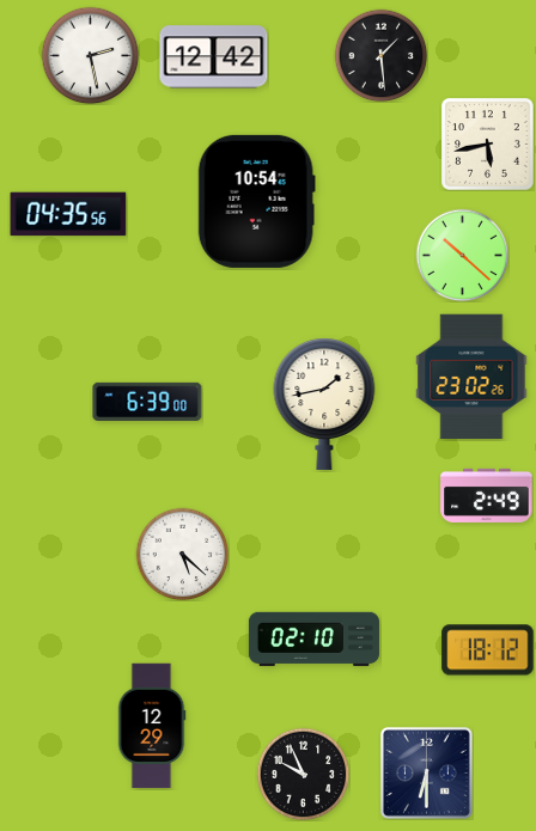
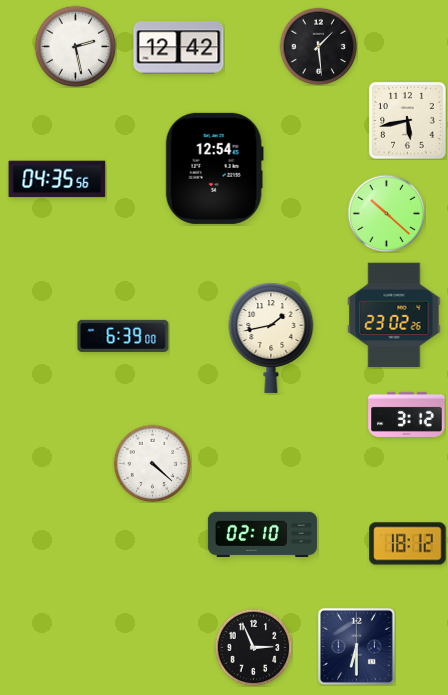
clock at (256, 201): 10:54 -> 12:54
clock at (487, 495): 2:49 -> 3:12
clock at (182, 554): 5:22 -> 4:22
clock at (152, 726): 12:29 -> none
clock at (303, 774): 9:56 -> 2:56
